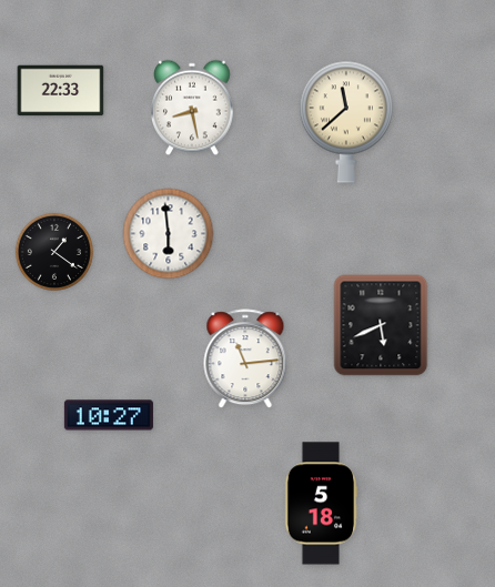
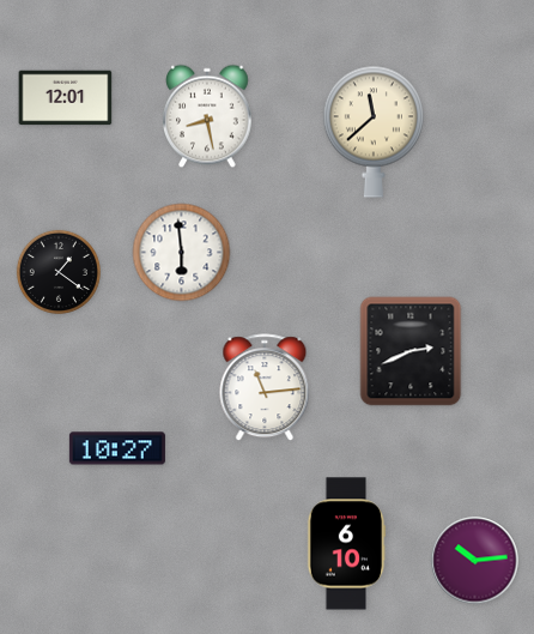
clock at (61, 91): 22:33 -> 12:01
clock at (381, 325): 5:41 -> 2:41
clock at (321, 504): 5:18 -> 6:10
clock at (475, 561): none -> 10:14
